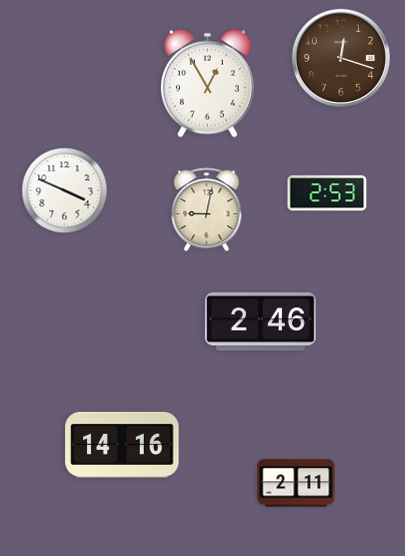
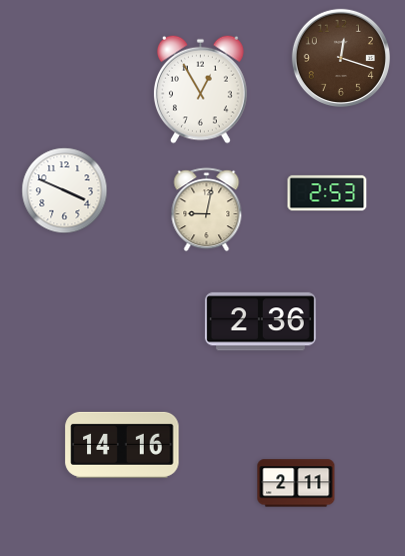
clock at (207, 83) position: (207, 83) -> (200, 89)
clock at (260, 322): 2:46 -> 2:36
